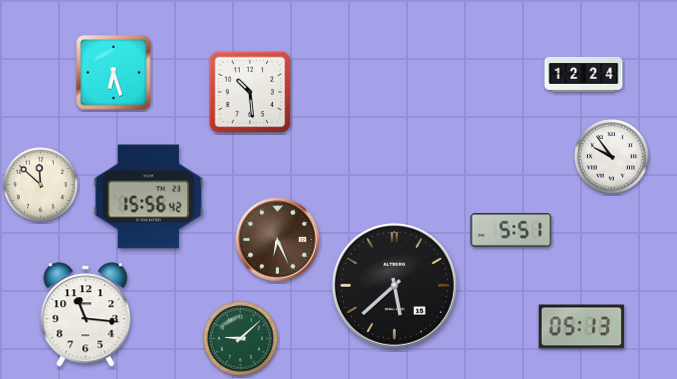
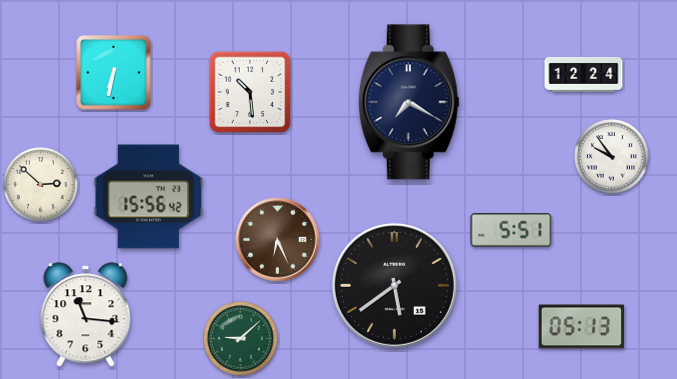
clock at (114, 73): 6:27 -> 6:32
clock at (409, 102): none -> 7:20
clock at (41, 185): 11:52 -> 2:52
clock at (394, 285): 5:38 -> 5:39
